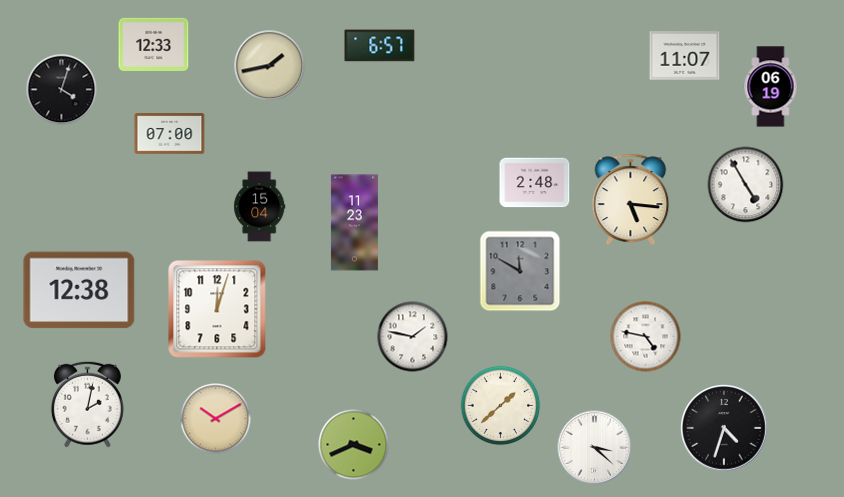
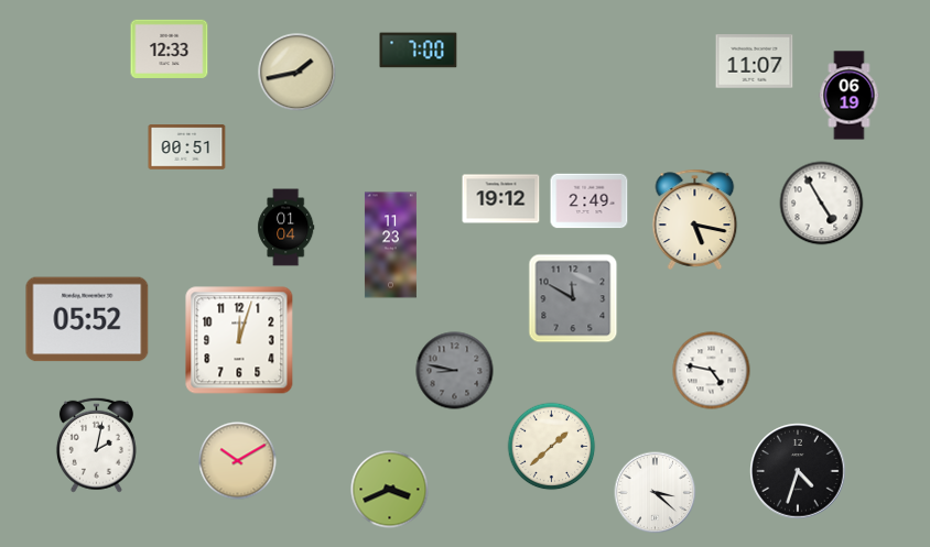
clock at (380, 46): 6:57 -> 7:00
clock at (62, 90): 4:03 -> none
clock at (170, 134): 07:00 -> 00:51
clock at (501, 199): none -> 19:12
clock at (535, 183): 2:48 -> 2:49
clock at (631, 199): 5:16 -> 5:17
clock at (260, 207): 15:04 -> 01:04
clock at (79, 290): 12:38 -> 05:52
clock at (413, 337): 1:47 -> 8:47
clock at (413, 337) dial: white -> grey
